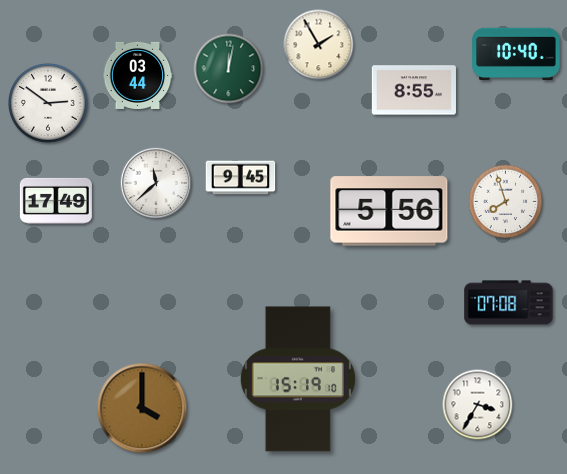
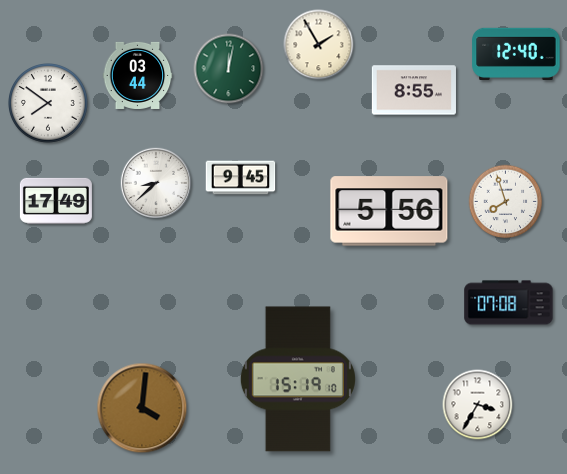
clock at (516, 53): 10:40 -> 12:40
clock at (49, 104): 2:51 -> 7:51
clock at (156, 183): 11:38 -> 8:38
clock at (142, 408): 4:00 -> 4:01
